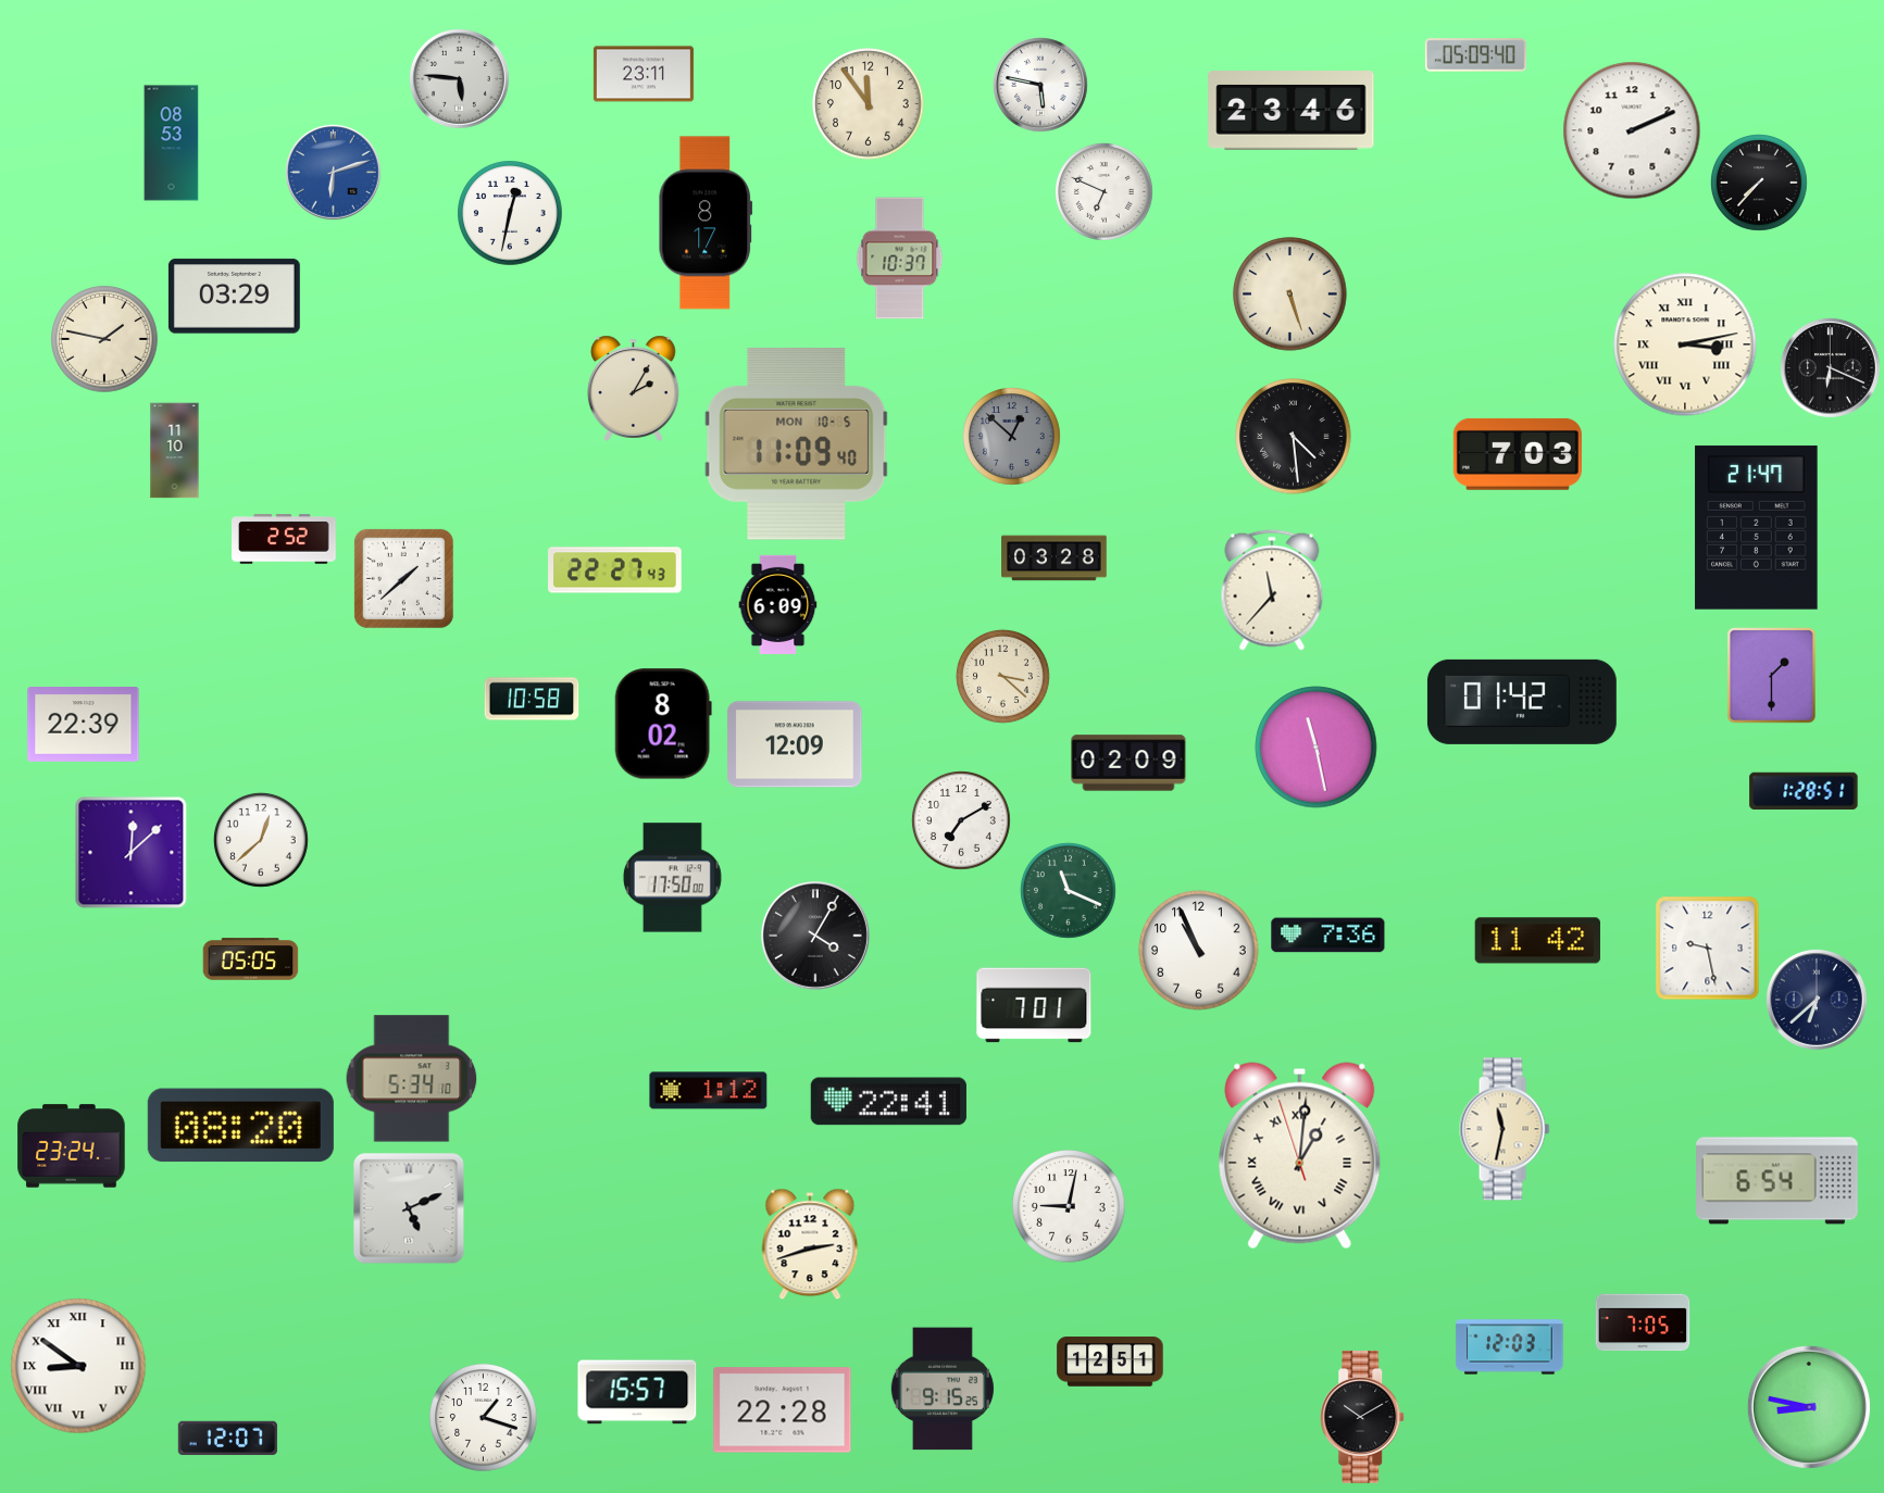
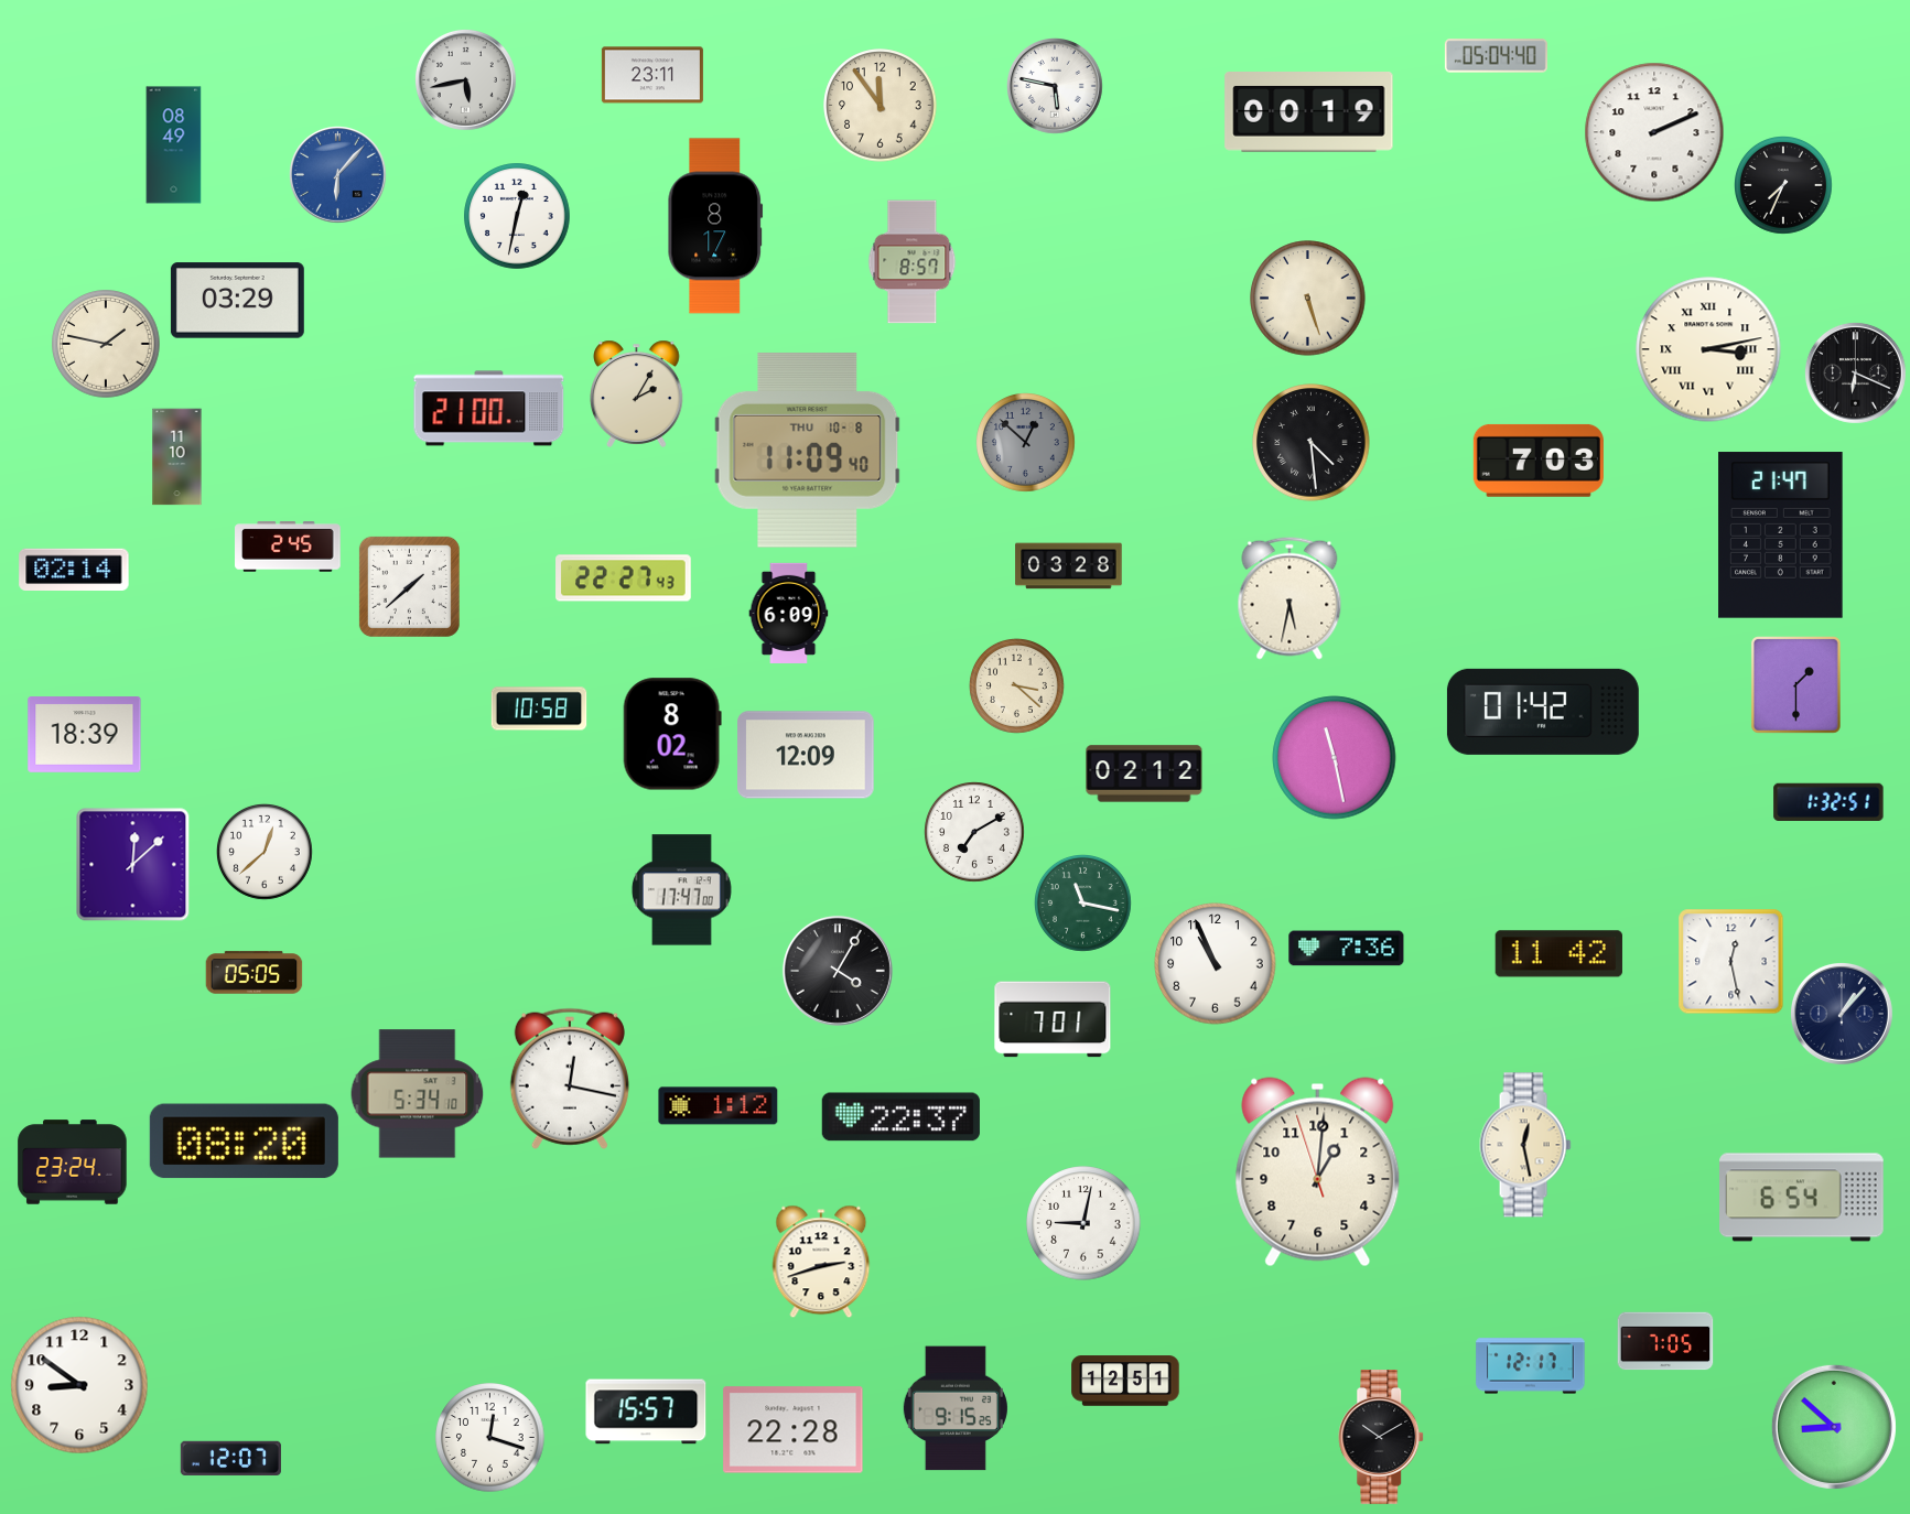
clock at (1475, 55): 05:09 -> 05:04
clock at (459, 78): 5:46 -> 5:43
clock at (1292, 111): 23:46 -> 00:19
clock at (172, 143): 08:53 -> 08:49
clock at (334, 173): 6:12 -> 6:07
clock at (1760, 184): 7:37 -> 7:34
clock at (1105, 192): 6:49 -> none
clock at (900, 259): 10:37 -> 8:57
clock at (634, 388) position: (634, 388) -> (637, 393)
clock at (489, 409): none -> 21:00
clock at (797, 444) date: MON 10-5 -> THU 10-8
clock at (284, 539): 2:52 -> 2:45
clock at (74, 569): none -> 02:14
clock at (1272, 590): 11:37 -> 5:32
clock at (84, 725): 22:39 -> 18:39
clock at (1128, 763): 02:09 -> 02:12
clock at (1804, 790): 1:28 -> 1:32
clock at (672, 878): 17:50 -> 17:47
clock at (1069, 891): 11:19 -> 11:17
clock at (815, 936) position: (815, 936) -> (838, 971)
clock at (1708, 949): 9:28 -> 12:28
clock at (1817, 1000): 6:38 -> 1:07
clock at (1034, 1005) position: (1034, 1005) -> (1053, 1019)
clock at (570, 1079): none -> 12:17
clock at (888, 1102): 22:41 -> 22:37
clock at (1505, 1129): 11:32 -> 12:28
clock at (1300, 1156) numerals: Roman -> Arabic
clock at (409, 1208): 5:11 -> none
clock at (1510, 1347): 12:03 -> 12:17
clock at (78, 1366) numerals: Roman -> Arabic
clock at (1809, 1407): 8:47 -> 8:52
clock at (484, 1418): 1:18 -> 12:18
